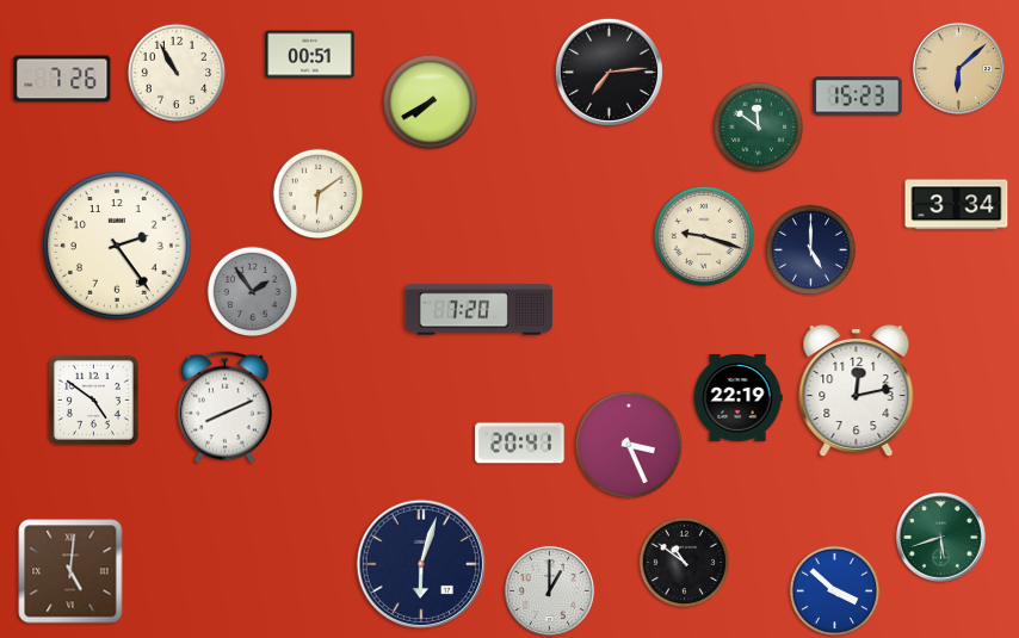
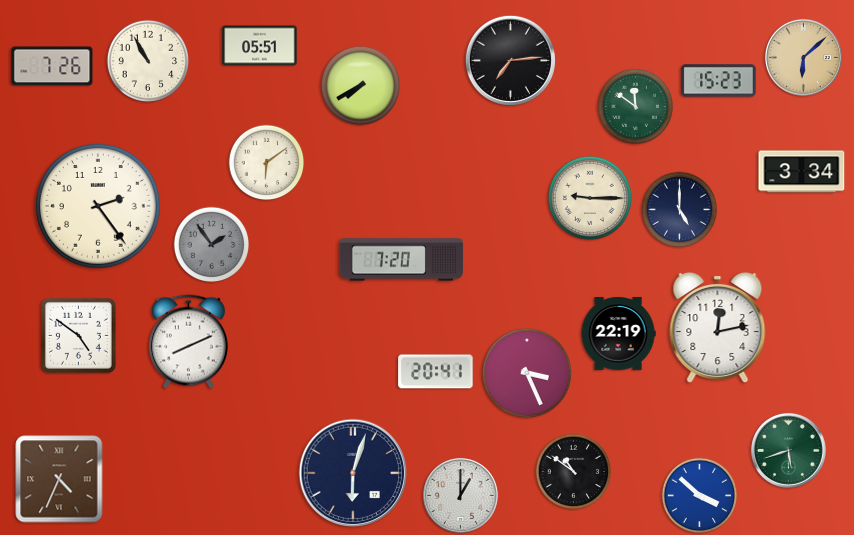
clock at (310, 55): 00:51 -> 05:51
clock at (704, 236): 9:18 -> 9:15
clock at (70, 571): 5:01 -> 4:34
